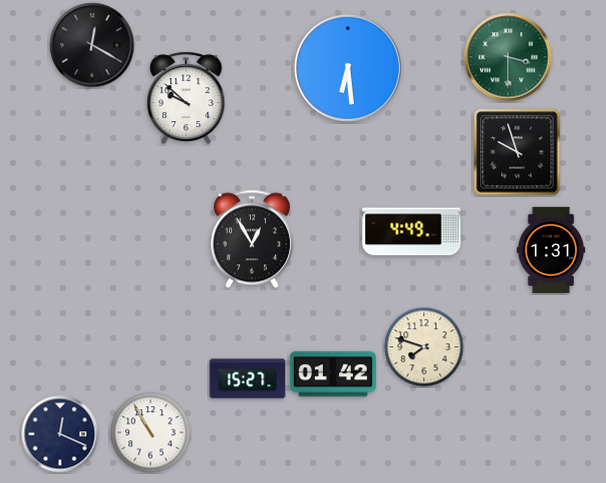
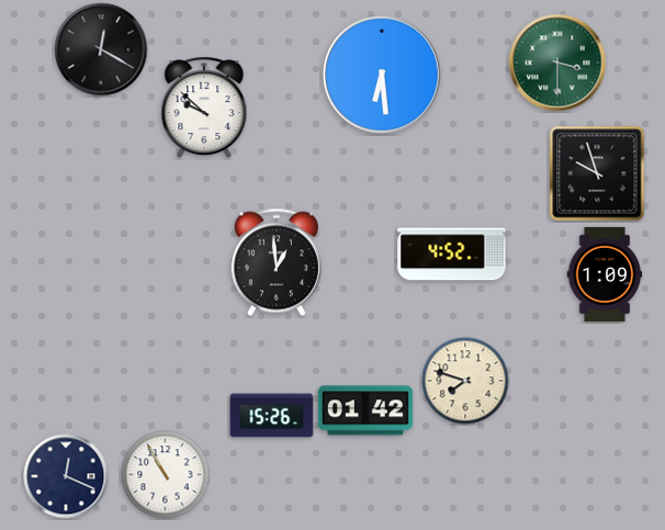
clock at (517, 152) position: (517, 152) -> (597, 173)
clock at (412, 232): 4:49 -> 4:52
clock at (252, 239): 12:55 -> 12:59
clock at (551, 250): 1:31 -> 1:09
clock at (248, 379): 15:27 -> 15:26
